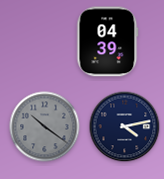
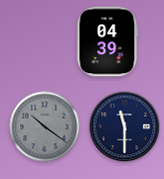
clock at (125, 127): 4:13 -> 11:30
